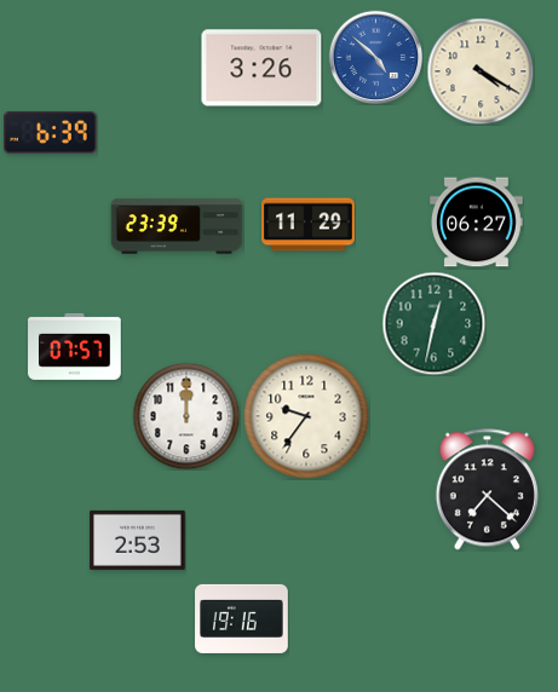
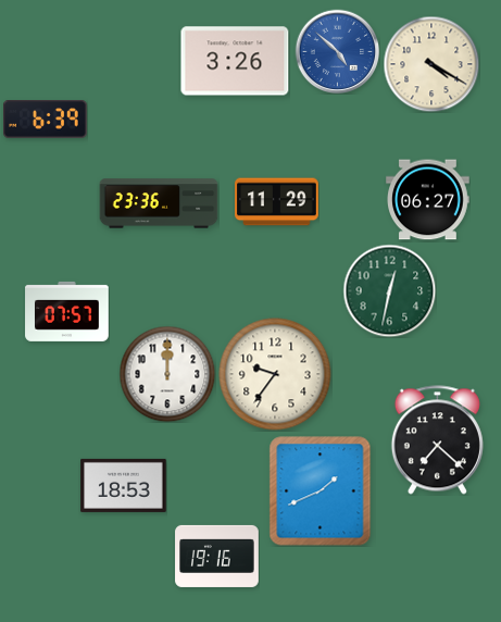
clock at (177, 226): 23:39 -> 23:36
clock at (138, 540): 2:53 -> 18:53
clock at (321, 492): none -> 1:41
